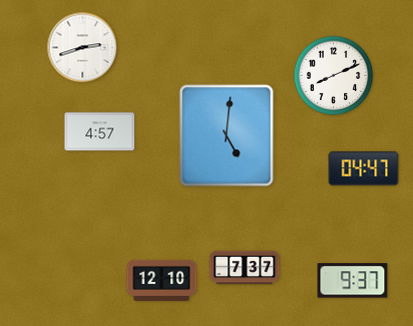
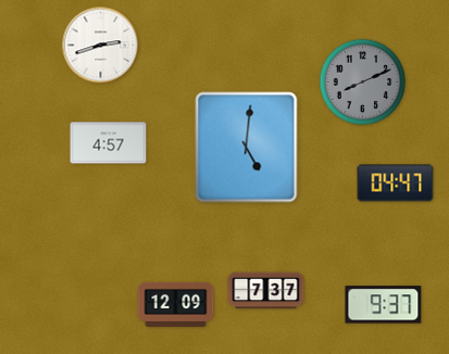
clock at (83, 48) position: (83, 48) -> (101, 46)
clock at (334, 76) dial: white -> grey
clock at (162, 280): 12:10 -> 12:09
